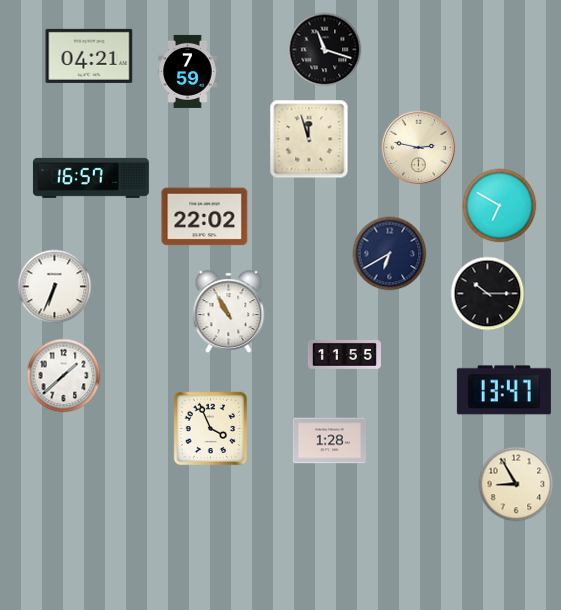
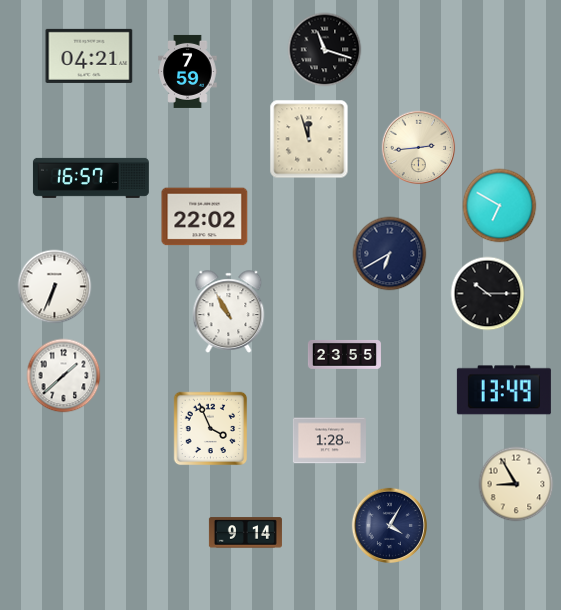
clock at (419, 148): 2:47 -> 2:44
clock at (344, 355): 11:55 -> 23:55
clock at (504, 390): 13:47 -> 13:49
clock at (389, 525): none -> 4:05
clock at (245, 533): none -> 9:14
